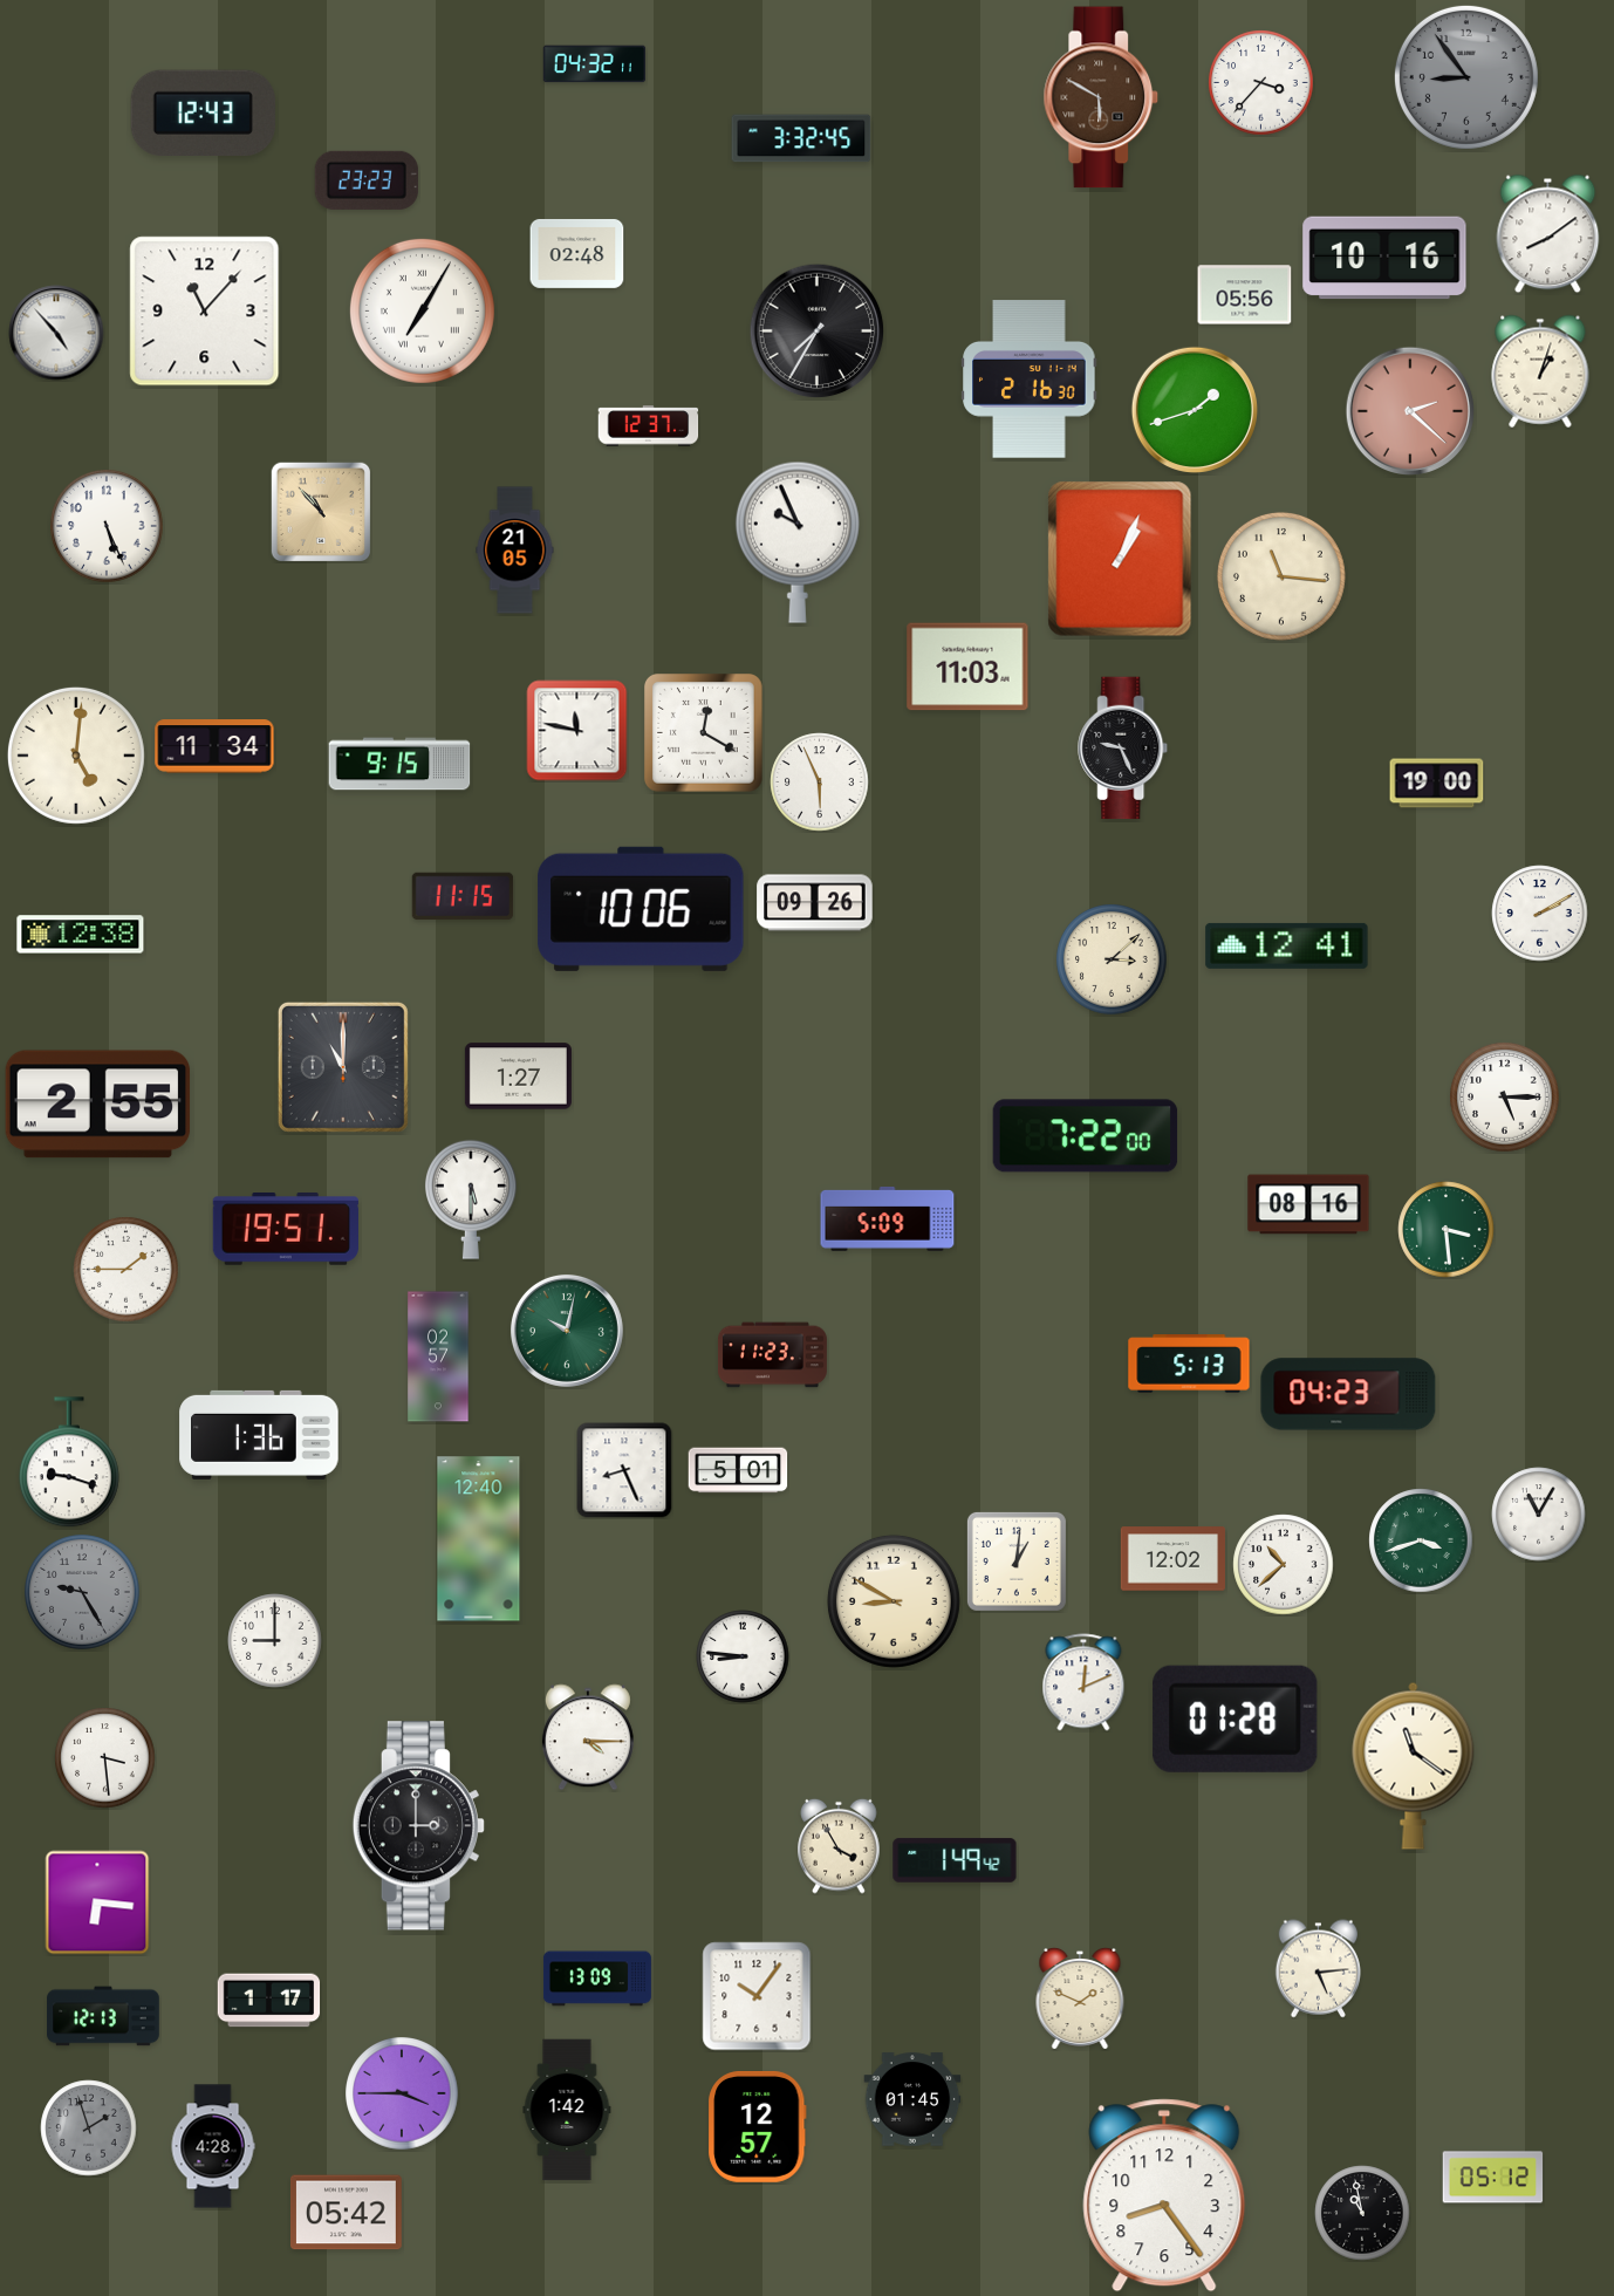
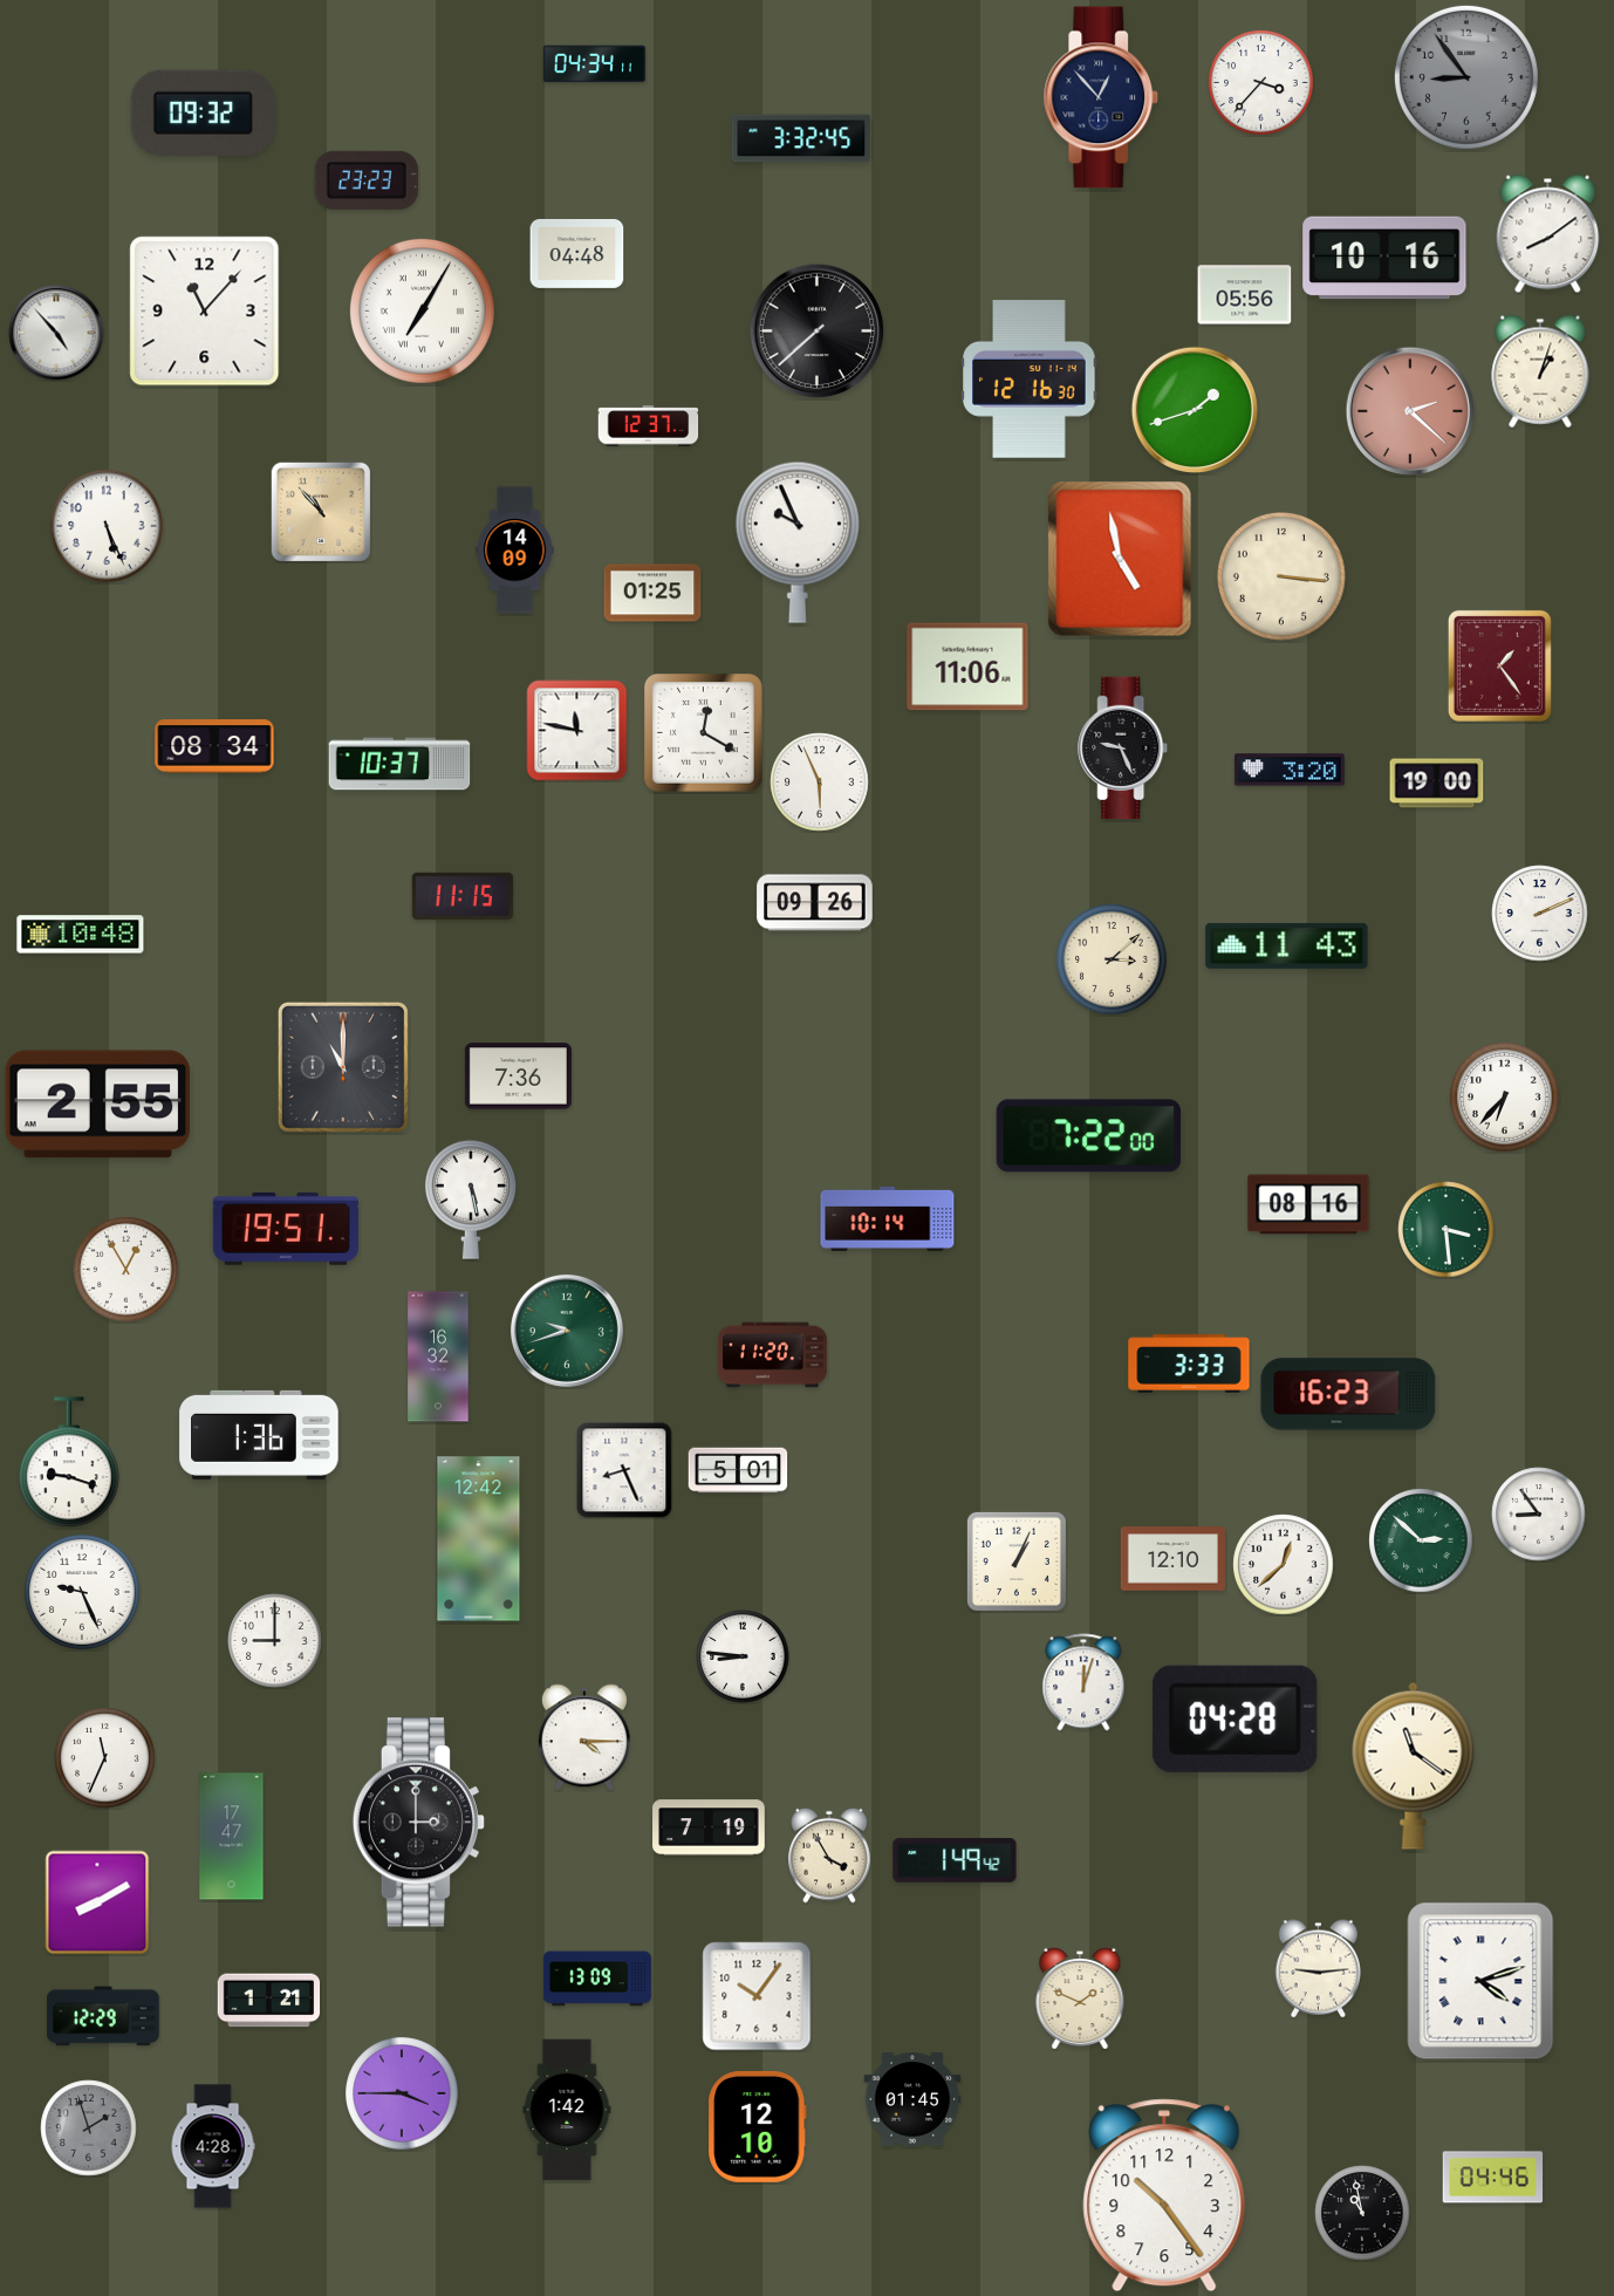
clock at (595, 64): 04:32 -> 04:34
clock at (1101, 97): 5:50 -> 12:53
clock at (1101, 97) dial: brown -> navy
clock at (203, 112): 12:43 -> 09:32
clock at (577, 253): 02:48 -> 04:48
clock at (818, 332): 7:35 -> 7:38
clock at (1030, 380): 2:16 -> 12:16
clock at (515, 551): 21:05 -> 14:09
clock at (1120, 559): 1:04 -> 4:58
clock at (1281, 576): 11:16 -> 3:16
clock at (652, 593): none -> 01:25
clock at (1499, 665): none -> 1:24
clock at (967, 667): 11:03 -> 11:06
clock at (214, 746): 11:34 -> 08:34
clock at (76, 756): 5:01 -> none
clock at (399, 764): 9:15 -> 10:37
clock at (1290, 770): none -> 3:20
clock at (641, 909): 10:06 -> none
clock at (1540, 914): 2:10 -> 2:11
clock at (81, 935): 12:38 -> 10:48
clock at (1287, 945): 12:41 -> 11:43
clock at (518, 1077): 1:27 -> 7:36
clock at (1505, 1098): 5:15 -> 6:37
clock at (1086, 1136) position: (1086, 1136) -> (1089, 1136)
clock at (471, 1200): 5:30 -> 5:28
clock at (888, 1218): 5:09 -> 10:14
clock at (126, 1270): 1:45 -> 12:55
clock at (567, 1331): 10:02 -> 9:42
clock at (772, 1355): 11:23 -> 11:20
clock at (438, 1357): 02:57 -> 16:32
clock at (1189, 1364): 5:13 -> 3:33
clock at (1348, 1394): 04:23 -> 16:23
clock at (1539, 1515): 11:05 -> 8:54
clock at (479, 1539): 12:40 -> 12:42
clock at (1421, 1540): 3:42 -> 2:52
clock at (1172, 1559): 12:02 -> 12:10
clock at (1017, 1562): 1:01 -> 1:04
clock at (1284, 1565): 10:38 -> 12:38
clock at (82, 1592): 9:25 -> 9:26
clock at (82, 1592) dial: grey -> white
clock at (894, 1601): 8:50 -> none
clock at (1083, 1682): 12:11 -> 12:03
clock at (1236, 1718): 01:28 -> 04:28
clock at (588, 1737) position: (588, 1737) -> (584, 1737)
clock at (105, 1758): 3:29 -> 11:34
clock at (418, 1826) position: (418, 1826) -> (418, 1823)
clock at (709, 1827): none -> 7:19
clock at (232, 1837): none -> 17:47
clock at (839, 1846) position: (839, 1846) -> (829, 1856)
clock at (97, 1902): 6:16 -> 8:10
clock at (1318, 1969): 5:14 -> 9:14
clock at (1480, 1981): none -> 4:12
clock at (269, 2001): 1:17 -> 1:21
clock at (103, 2016): 12:13 -> 12:29
clock at (758, 2126): 12:57 -> 12:10
clock at (1493, 2178): 05:12 -> 04:46
clock at (1164, 2195): 8:24 -> 10:24
clock at (346, 2213): 05:42 -> none
